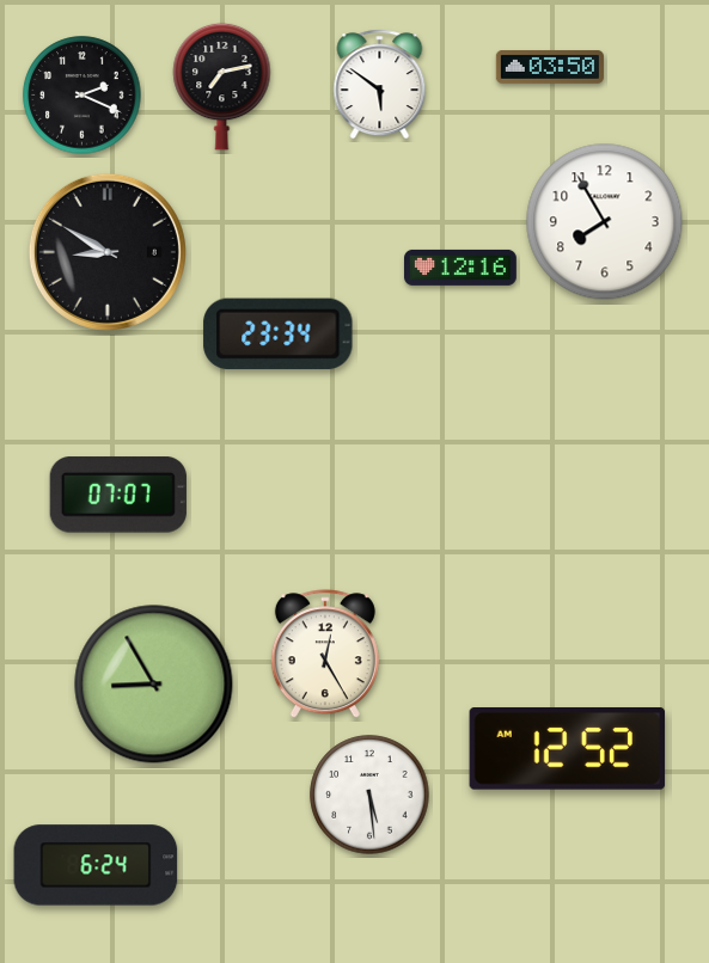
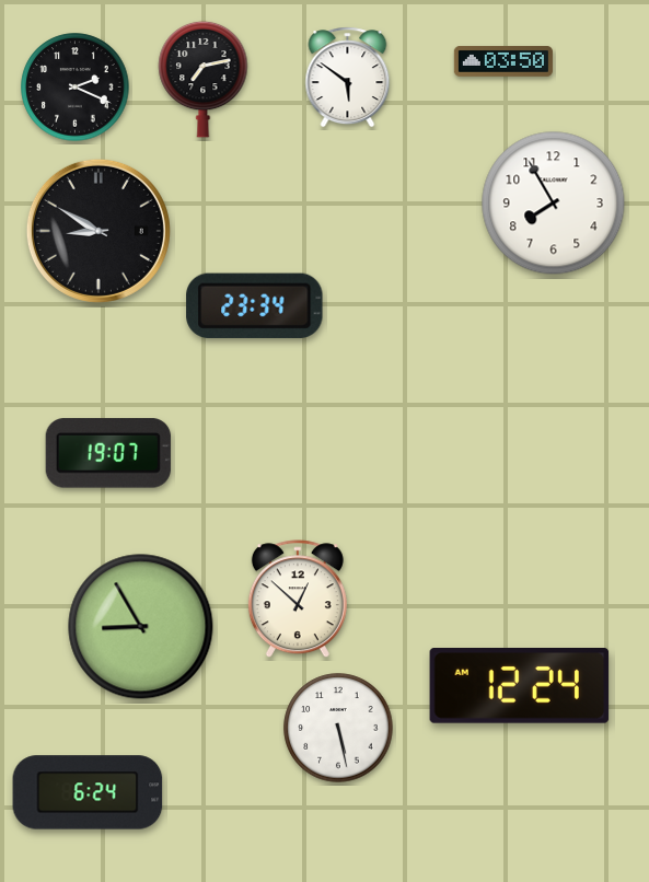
clock at (462, 268): 12:16 -> none
clock at (118, 495): 07:07 -> 19:07
clock at (325, 655): 12:25 -> 12:52
clock at (568, 749): 12:52 -> 12:24
clock at (369, 795): 5:29 -> 5:28
